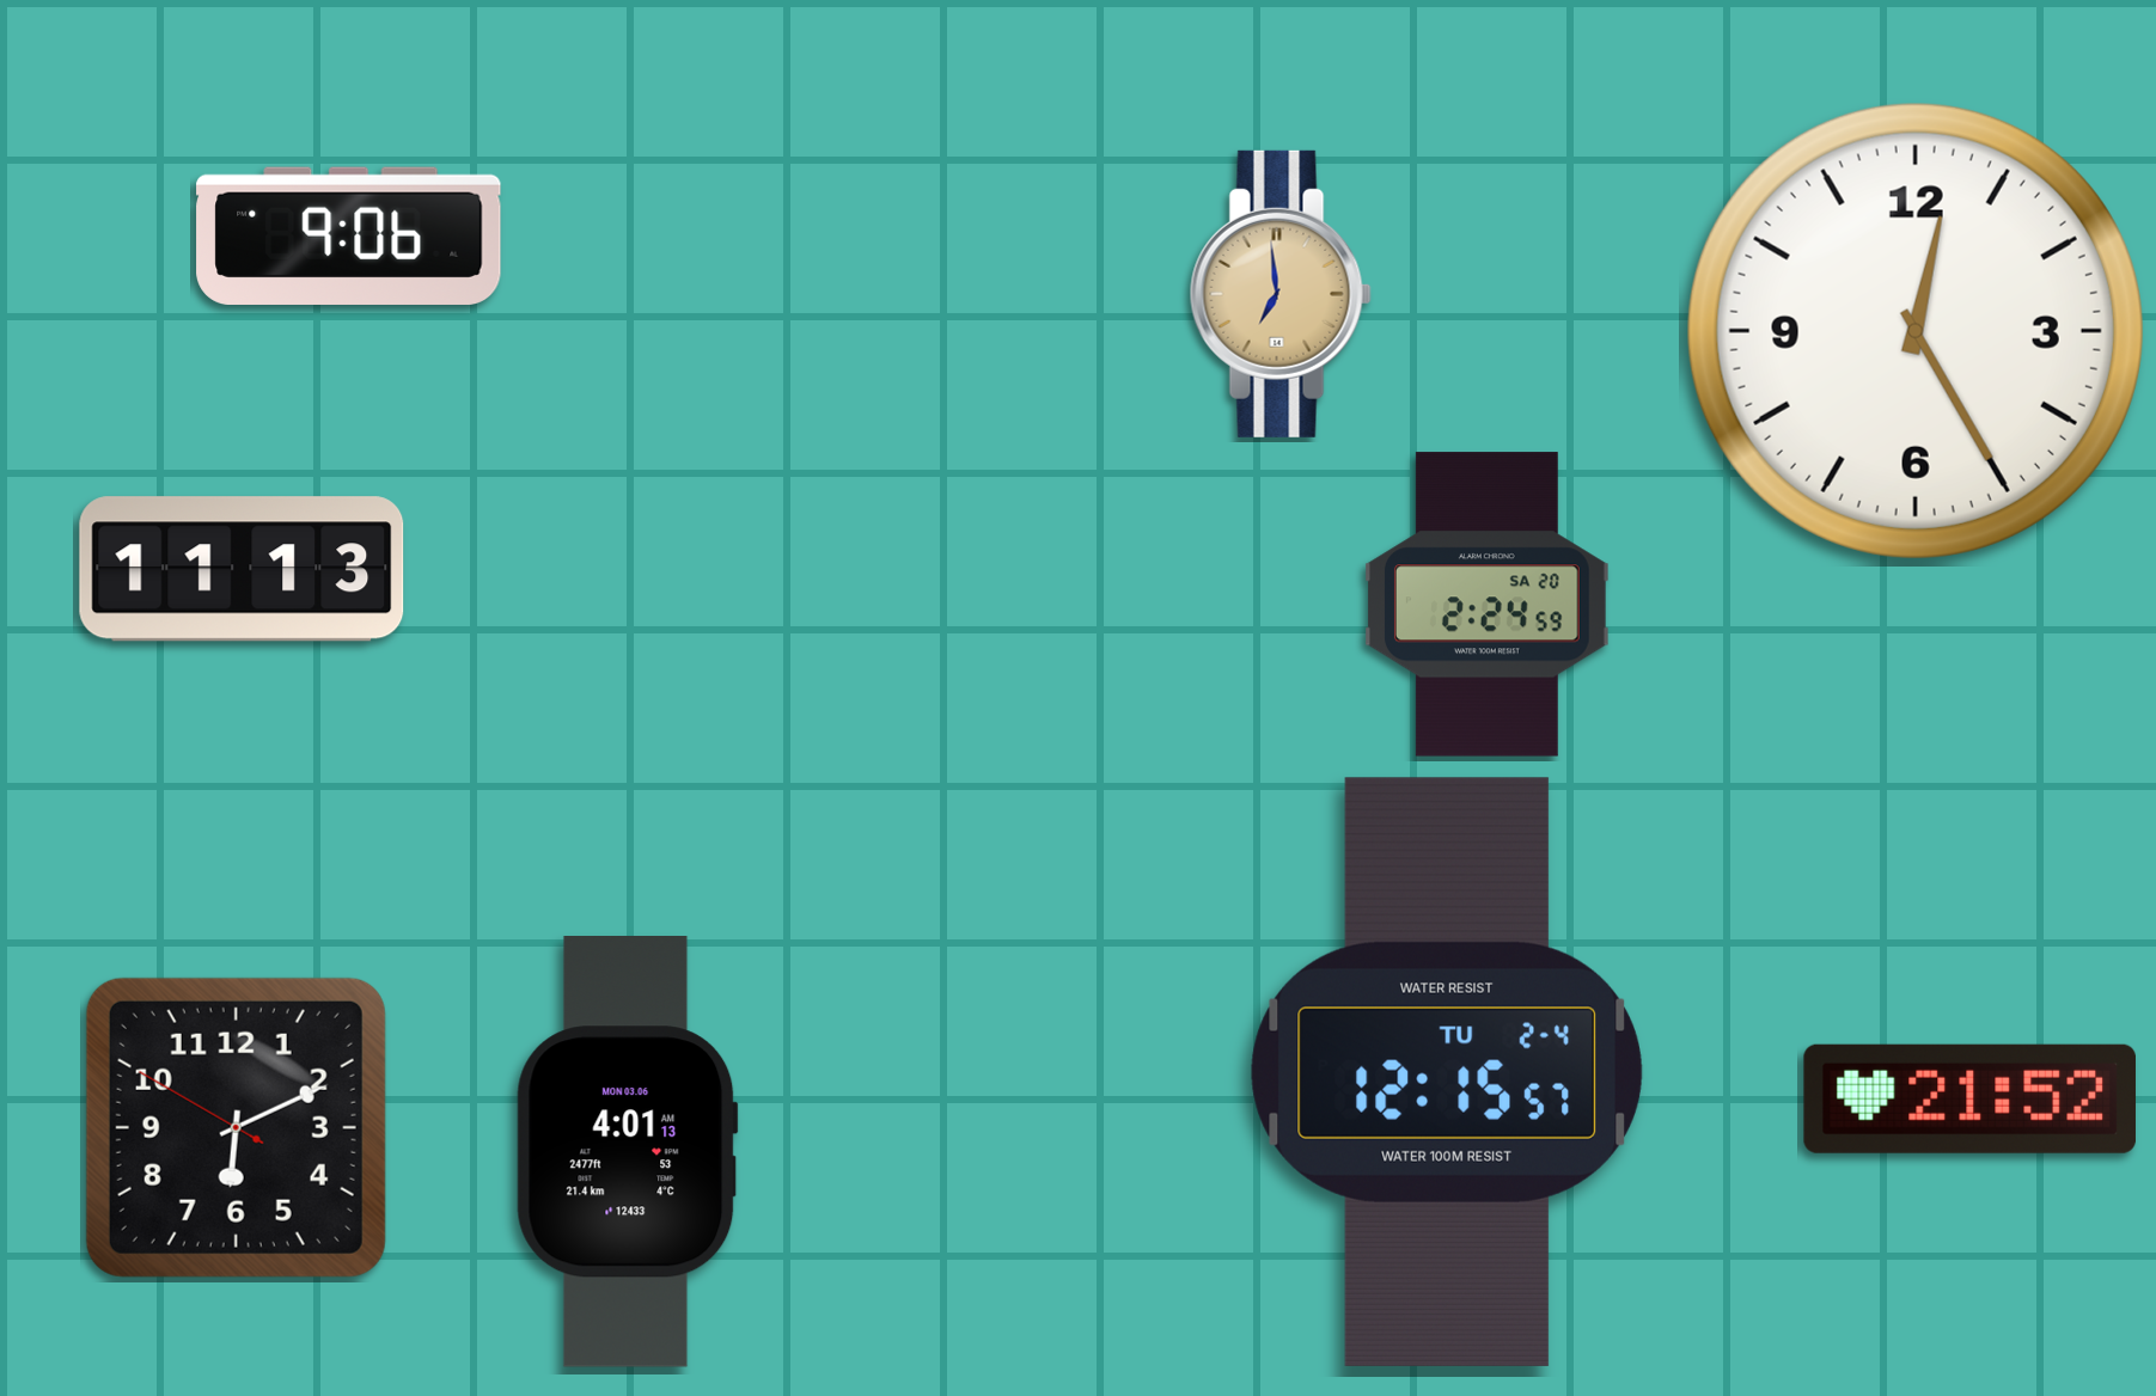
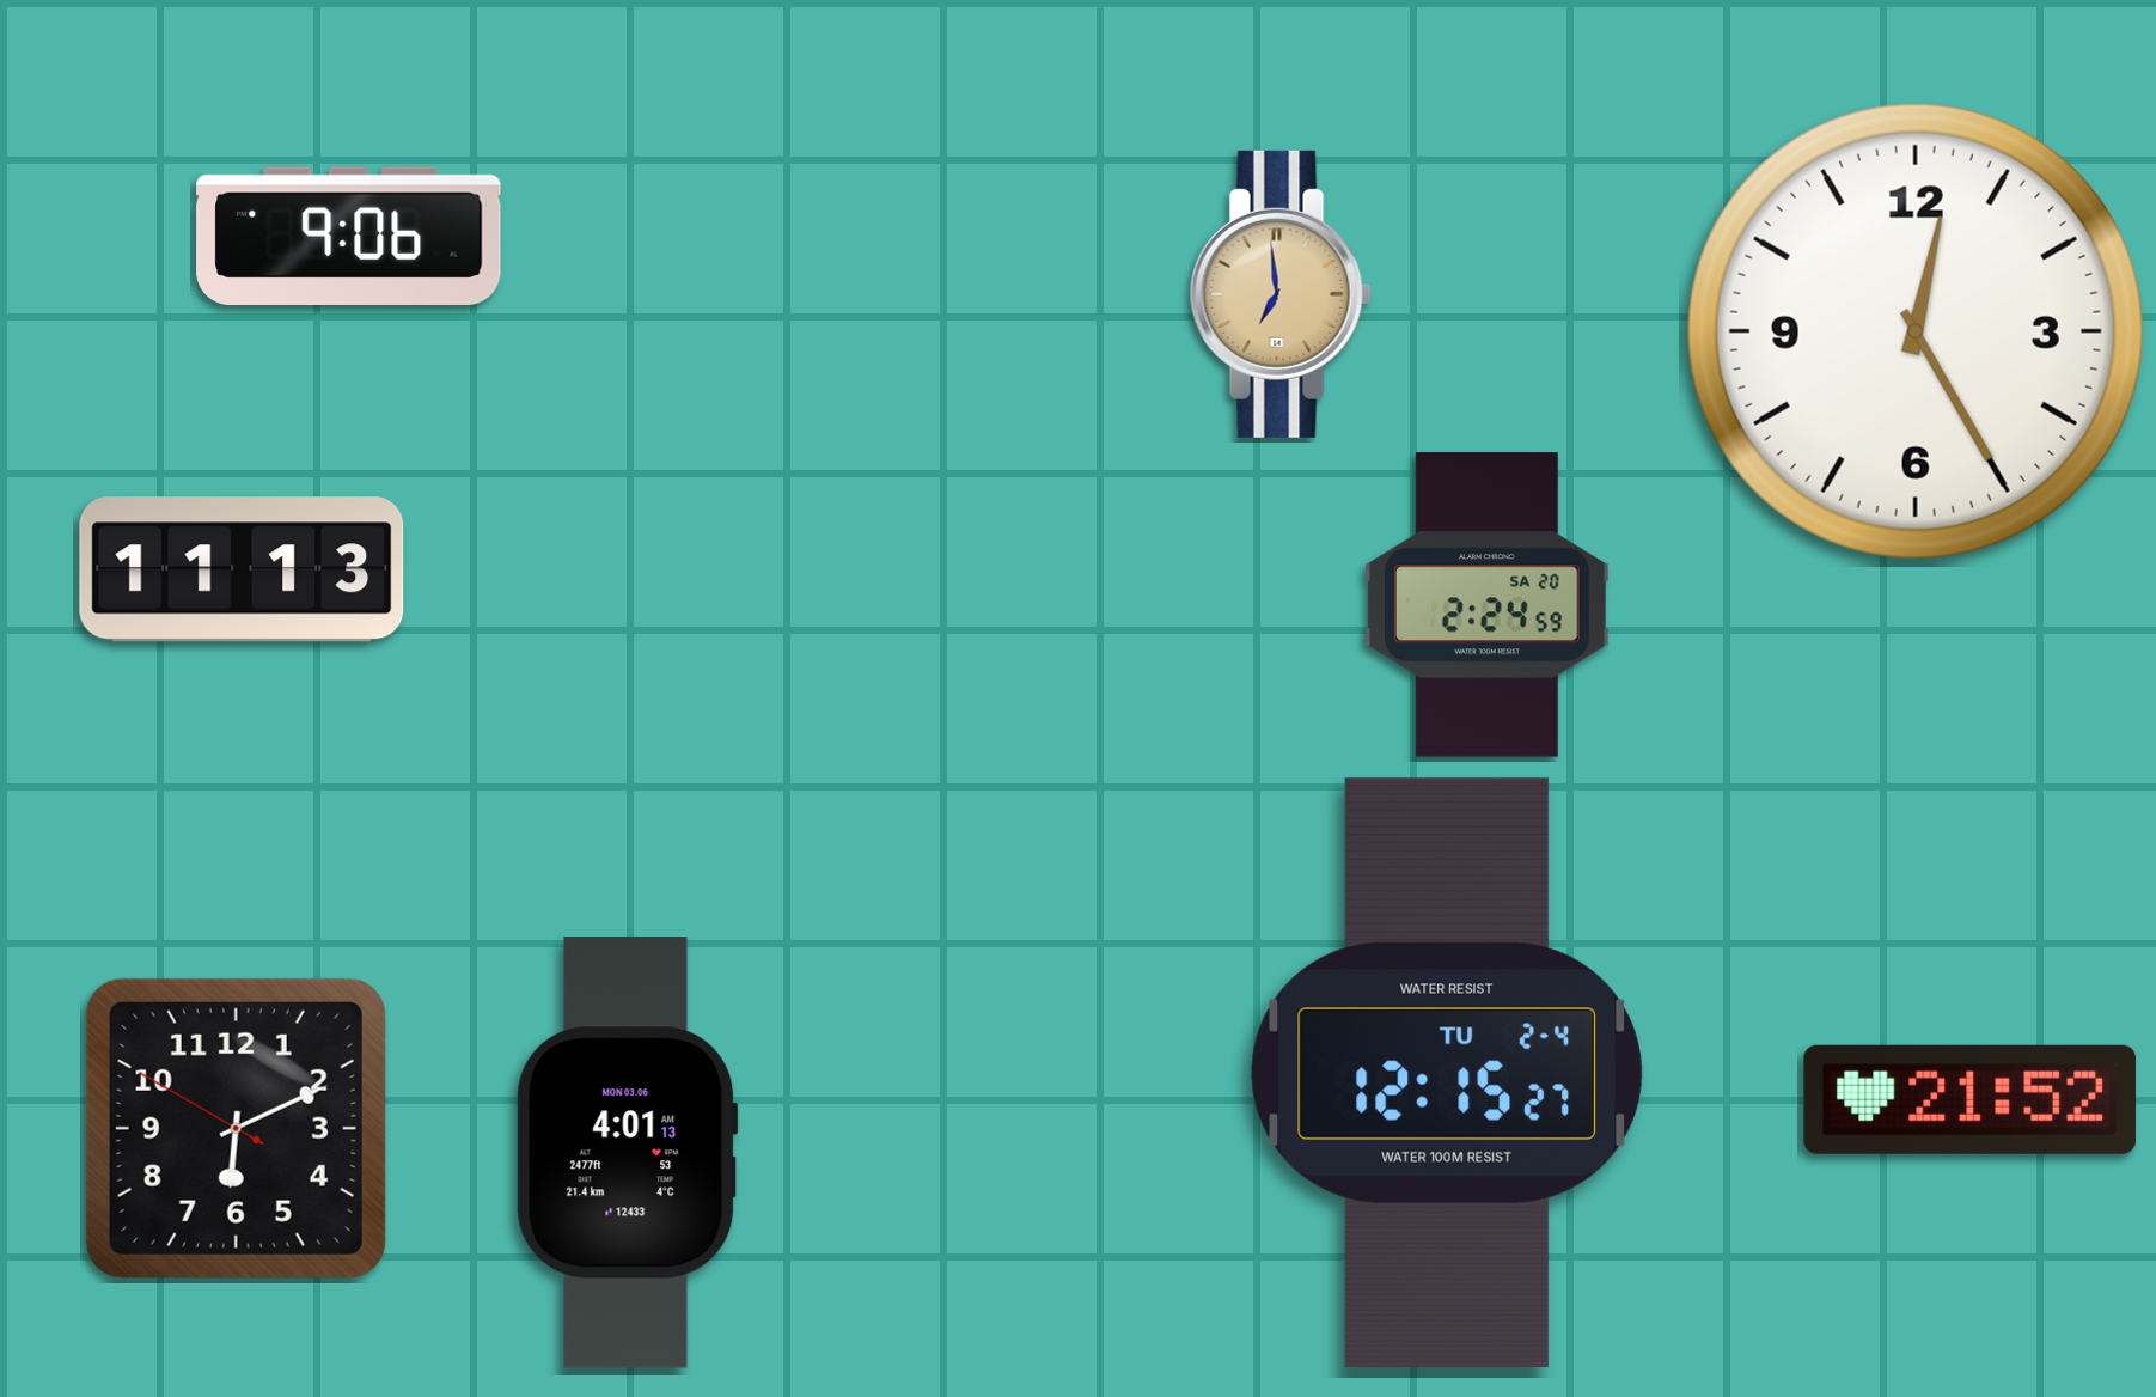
clock at (1447, 1072): 12:15:57 -> 12:15:27
